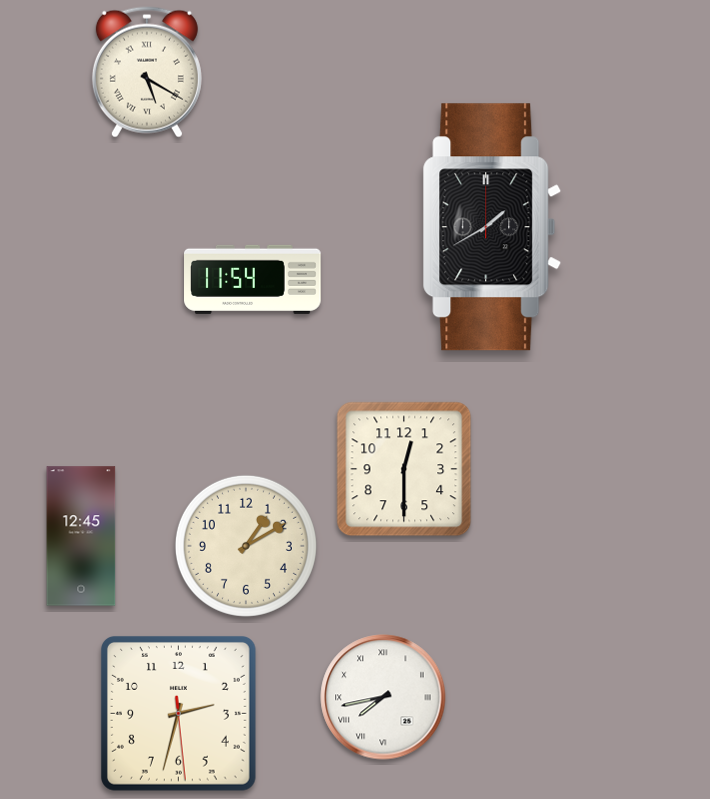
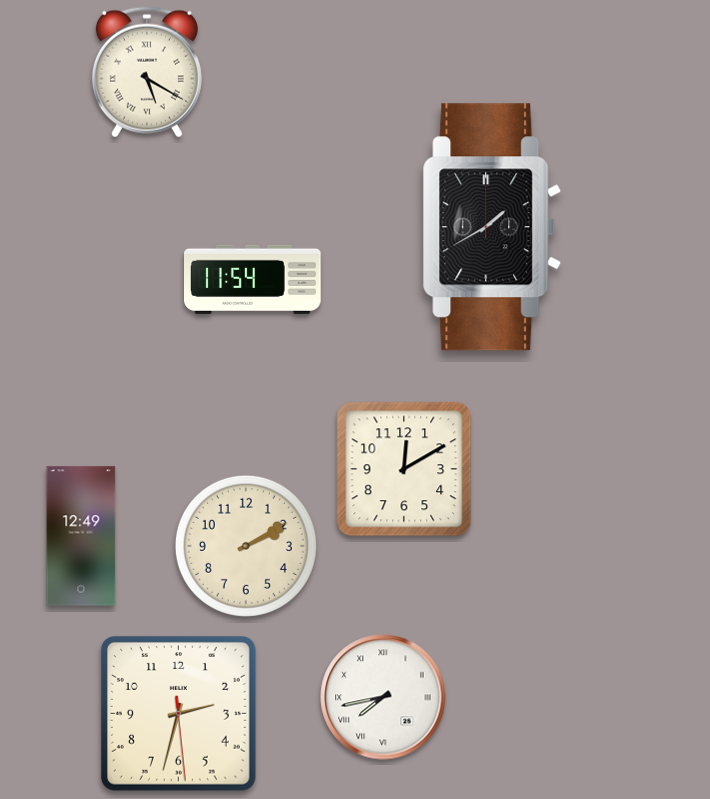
clock at (404, 469): 12:30 -> 12:10
clock at (81, 536): 12:45 -> 12:49
clock at (246, 546): 1:10 -> 2:10
